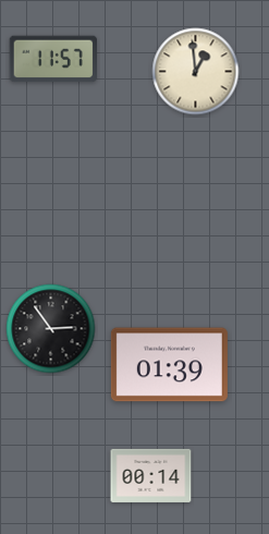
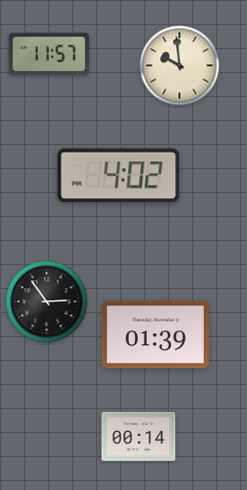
clock at (196, 72): 12:59 -> 9:59
clock at (119, 176): none -> 4:02
